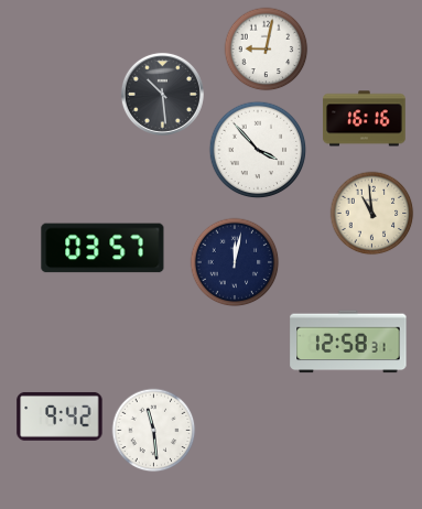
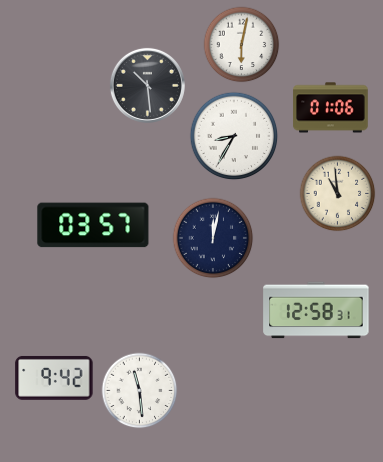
clock at (267, 50): 9:02 -> 6:02
clock at (365, 119): 16:16 -> 01:06
clock at (258, 150): 3:53 -> 8:35
